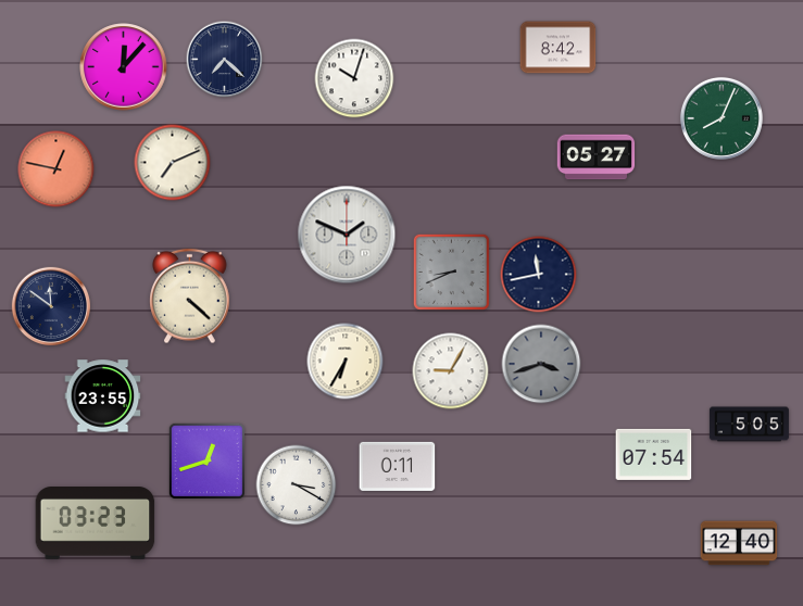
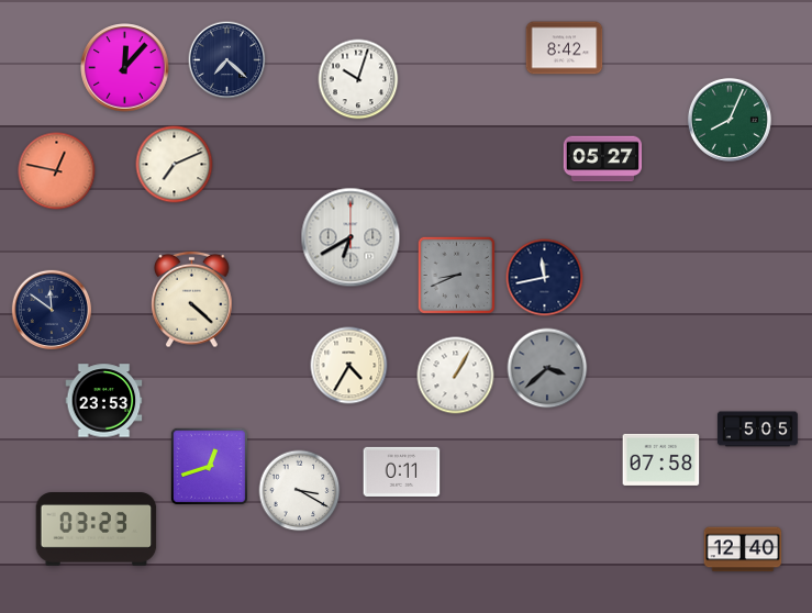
clock at (347, 235): 1:49 -> 6:40
clock at (346, 362): 6:35 -> 4:35
clock at (541, 364): 3:42 -> 3:38
clock at (451, 371): 9:05 -> 1:05
clock at (103, 396): 23:55 -> 23:53
clock at (654, 454): 07:54 -> 07:58
clock at (739, 543) position: (739, 543) -> (743, 549)
